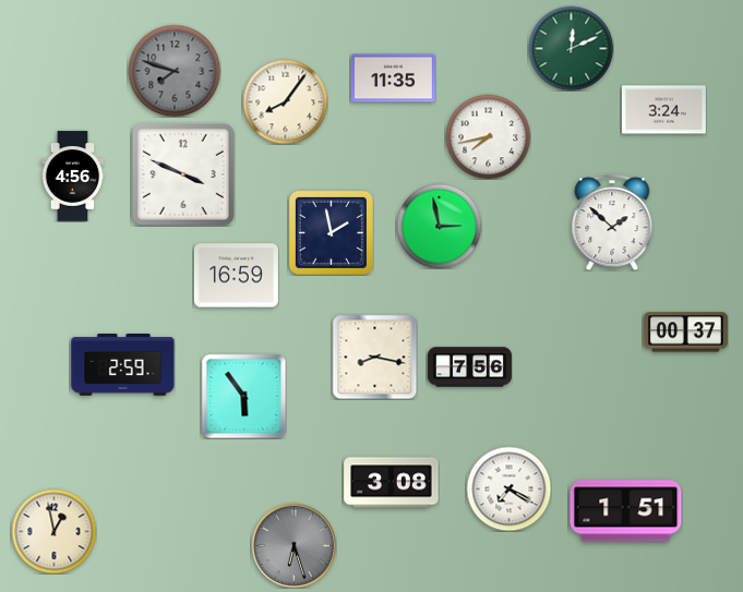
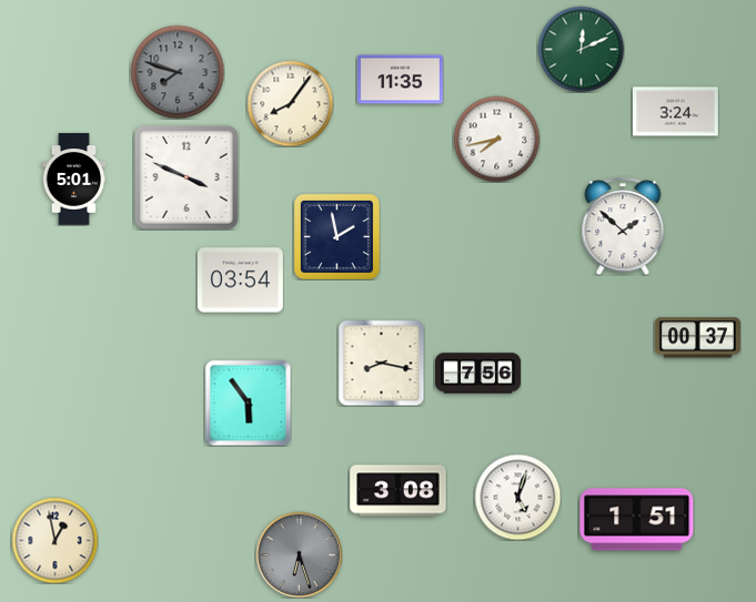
clock at (73, 177): 4:56 -> 5:01
clock at (439, 226): 2:58 -> none
clock at (236, 276): 16:59 -> 03:54
clock at (123, 365): 2:59 -> none
clock at (508, 488): 7:20 -> 5:03
